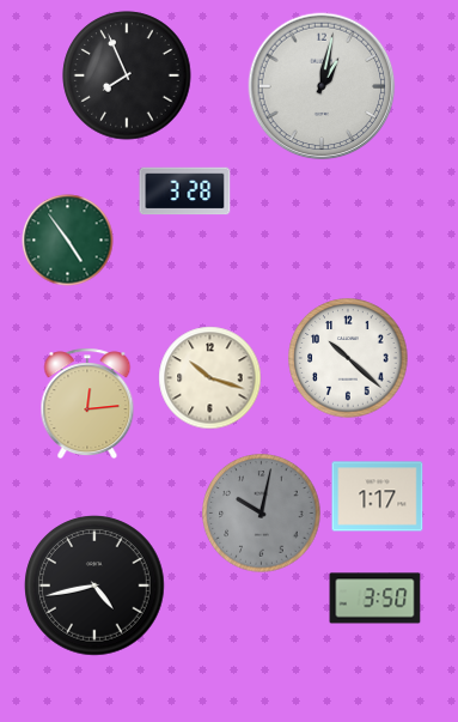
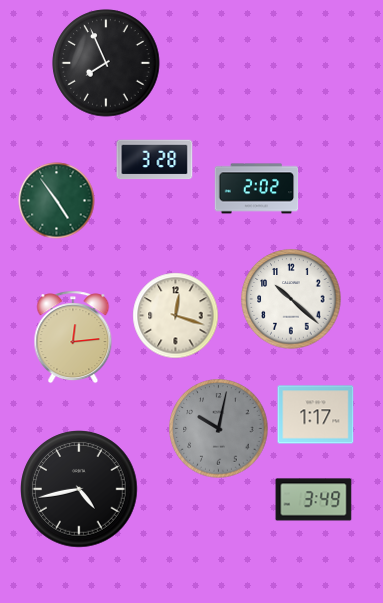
clock at (322, 86): 1:02 -> none
clock at (257, 189): none -> 2:02
clock at (210, 378): 10:18 -> 12:18
clock at (375, 599): 3:50 -> 3:49
